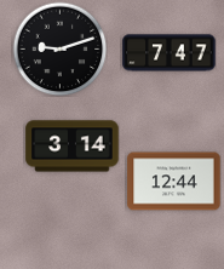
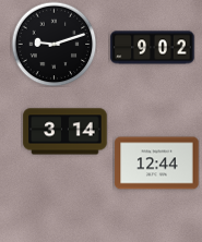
clock at (170, 53): 7:47 -> 9:02
